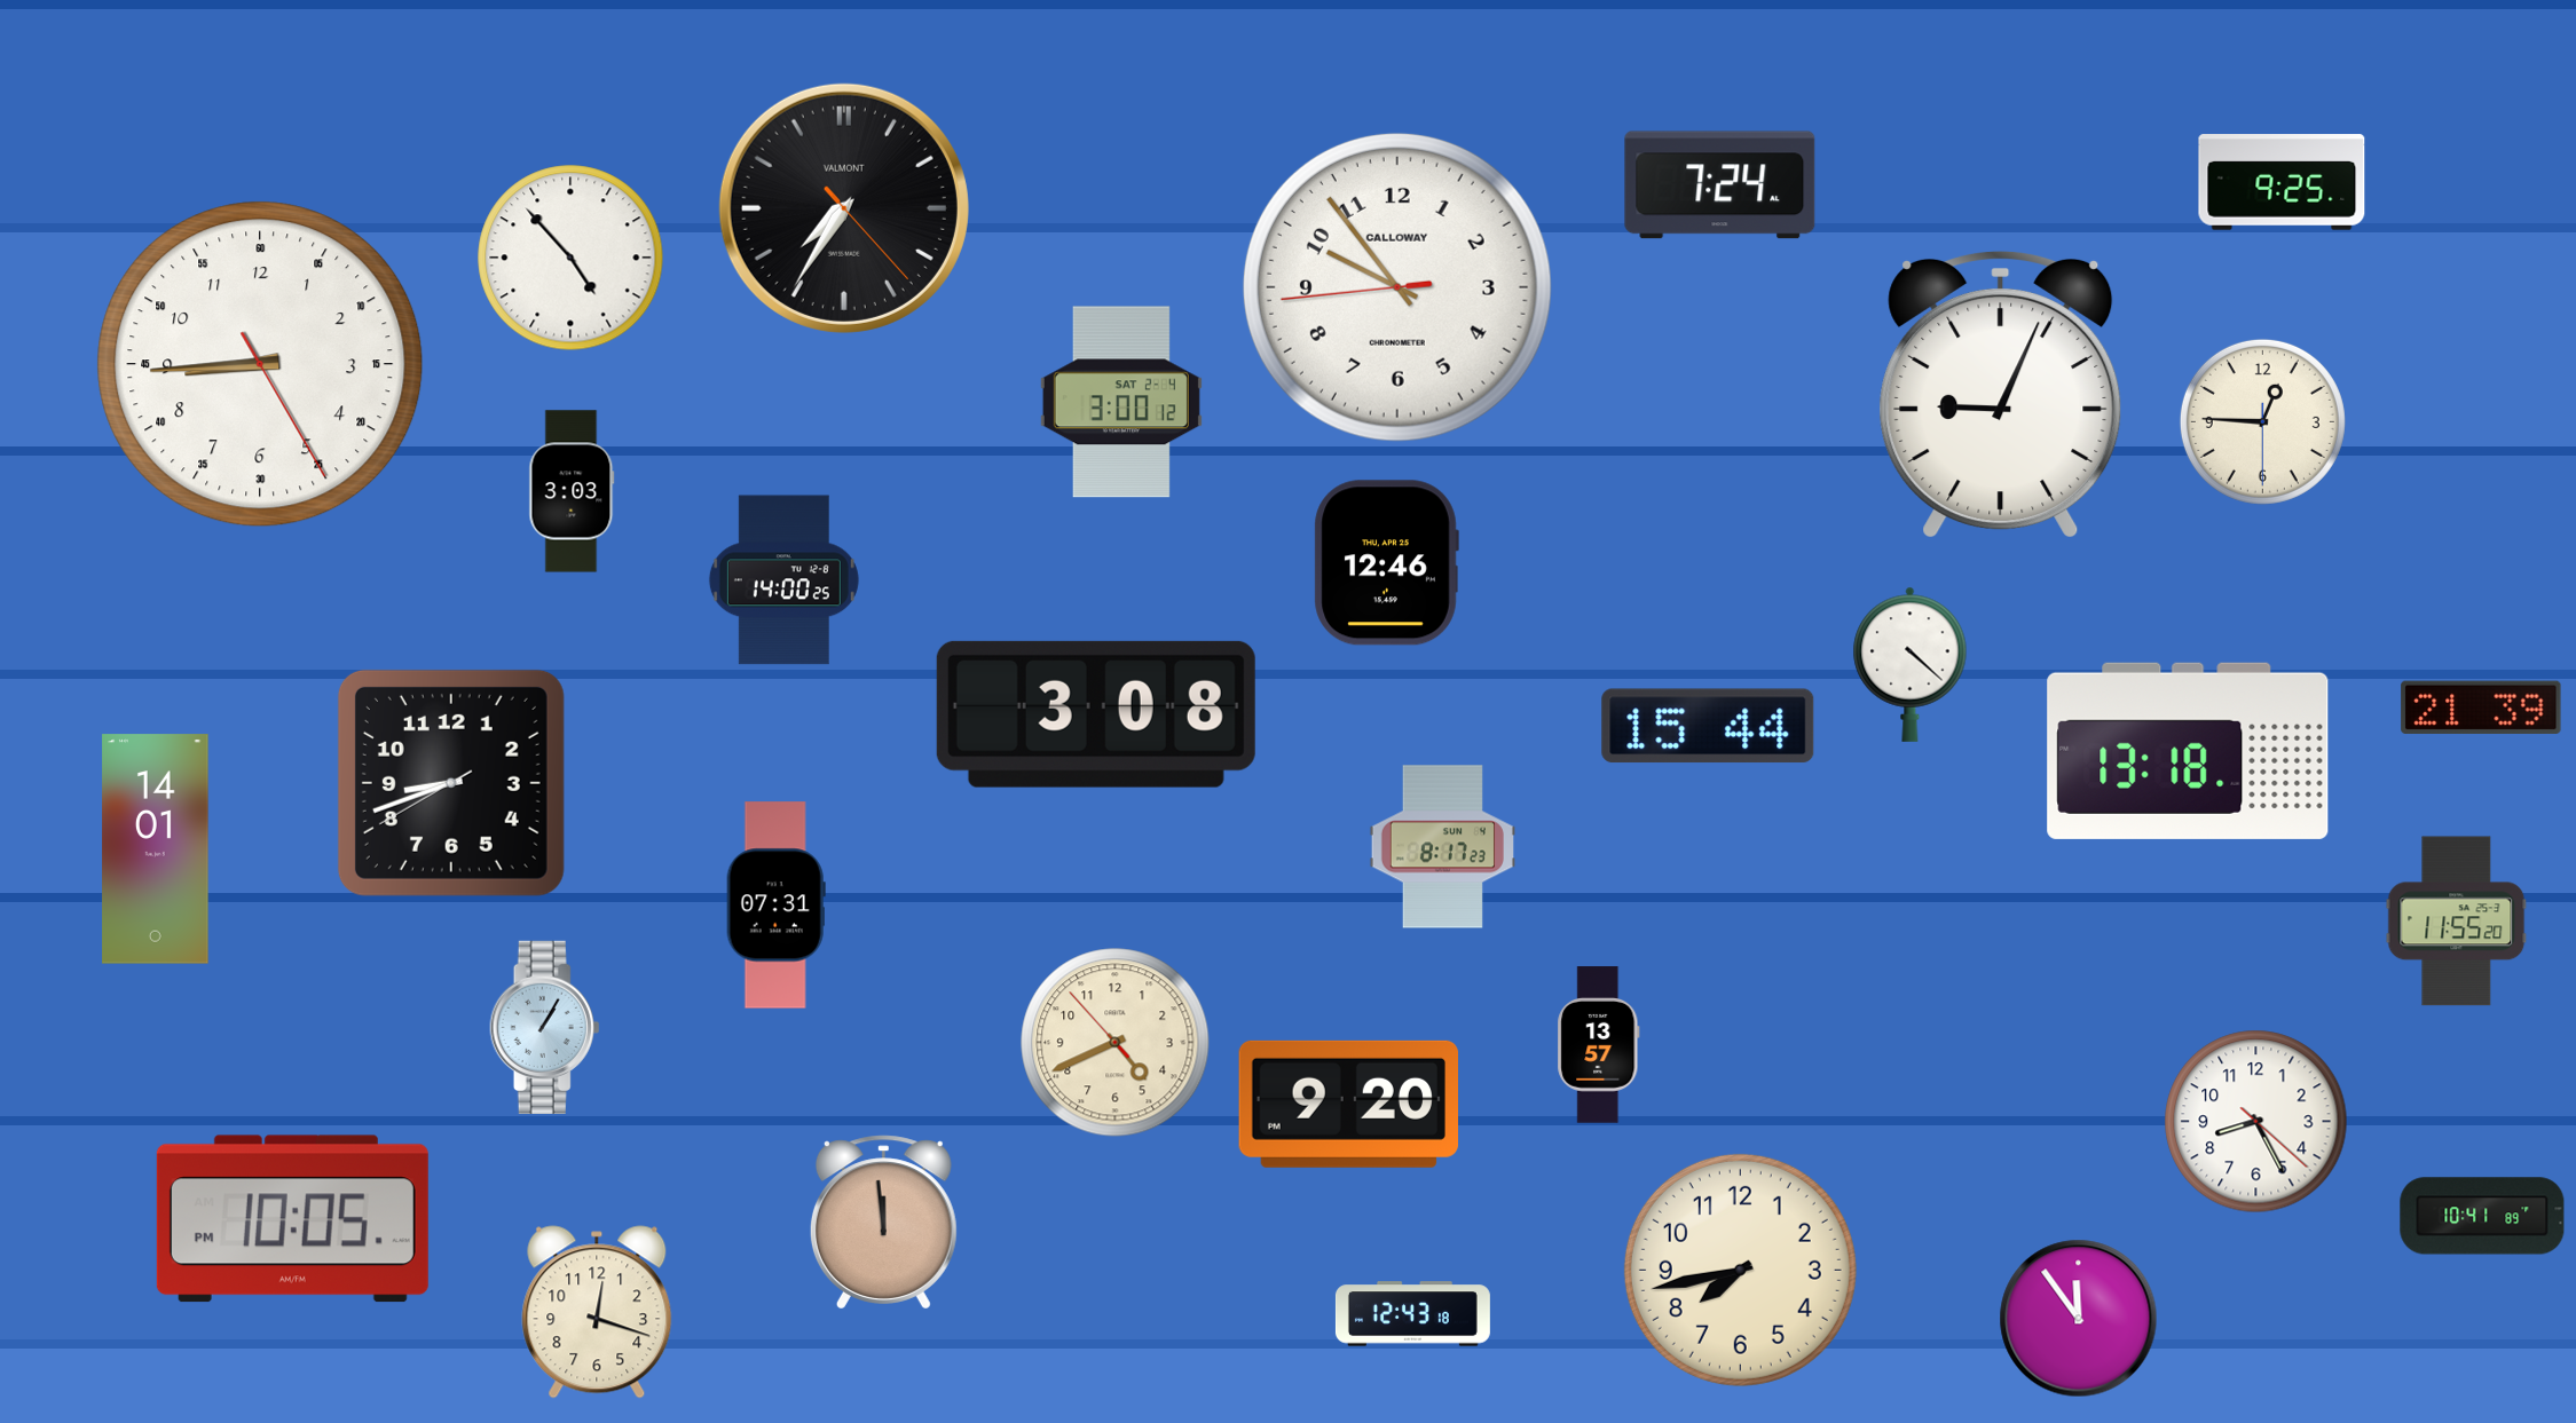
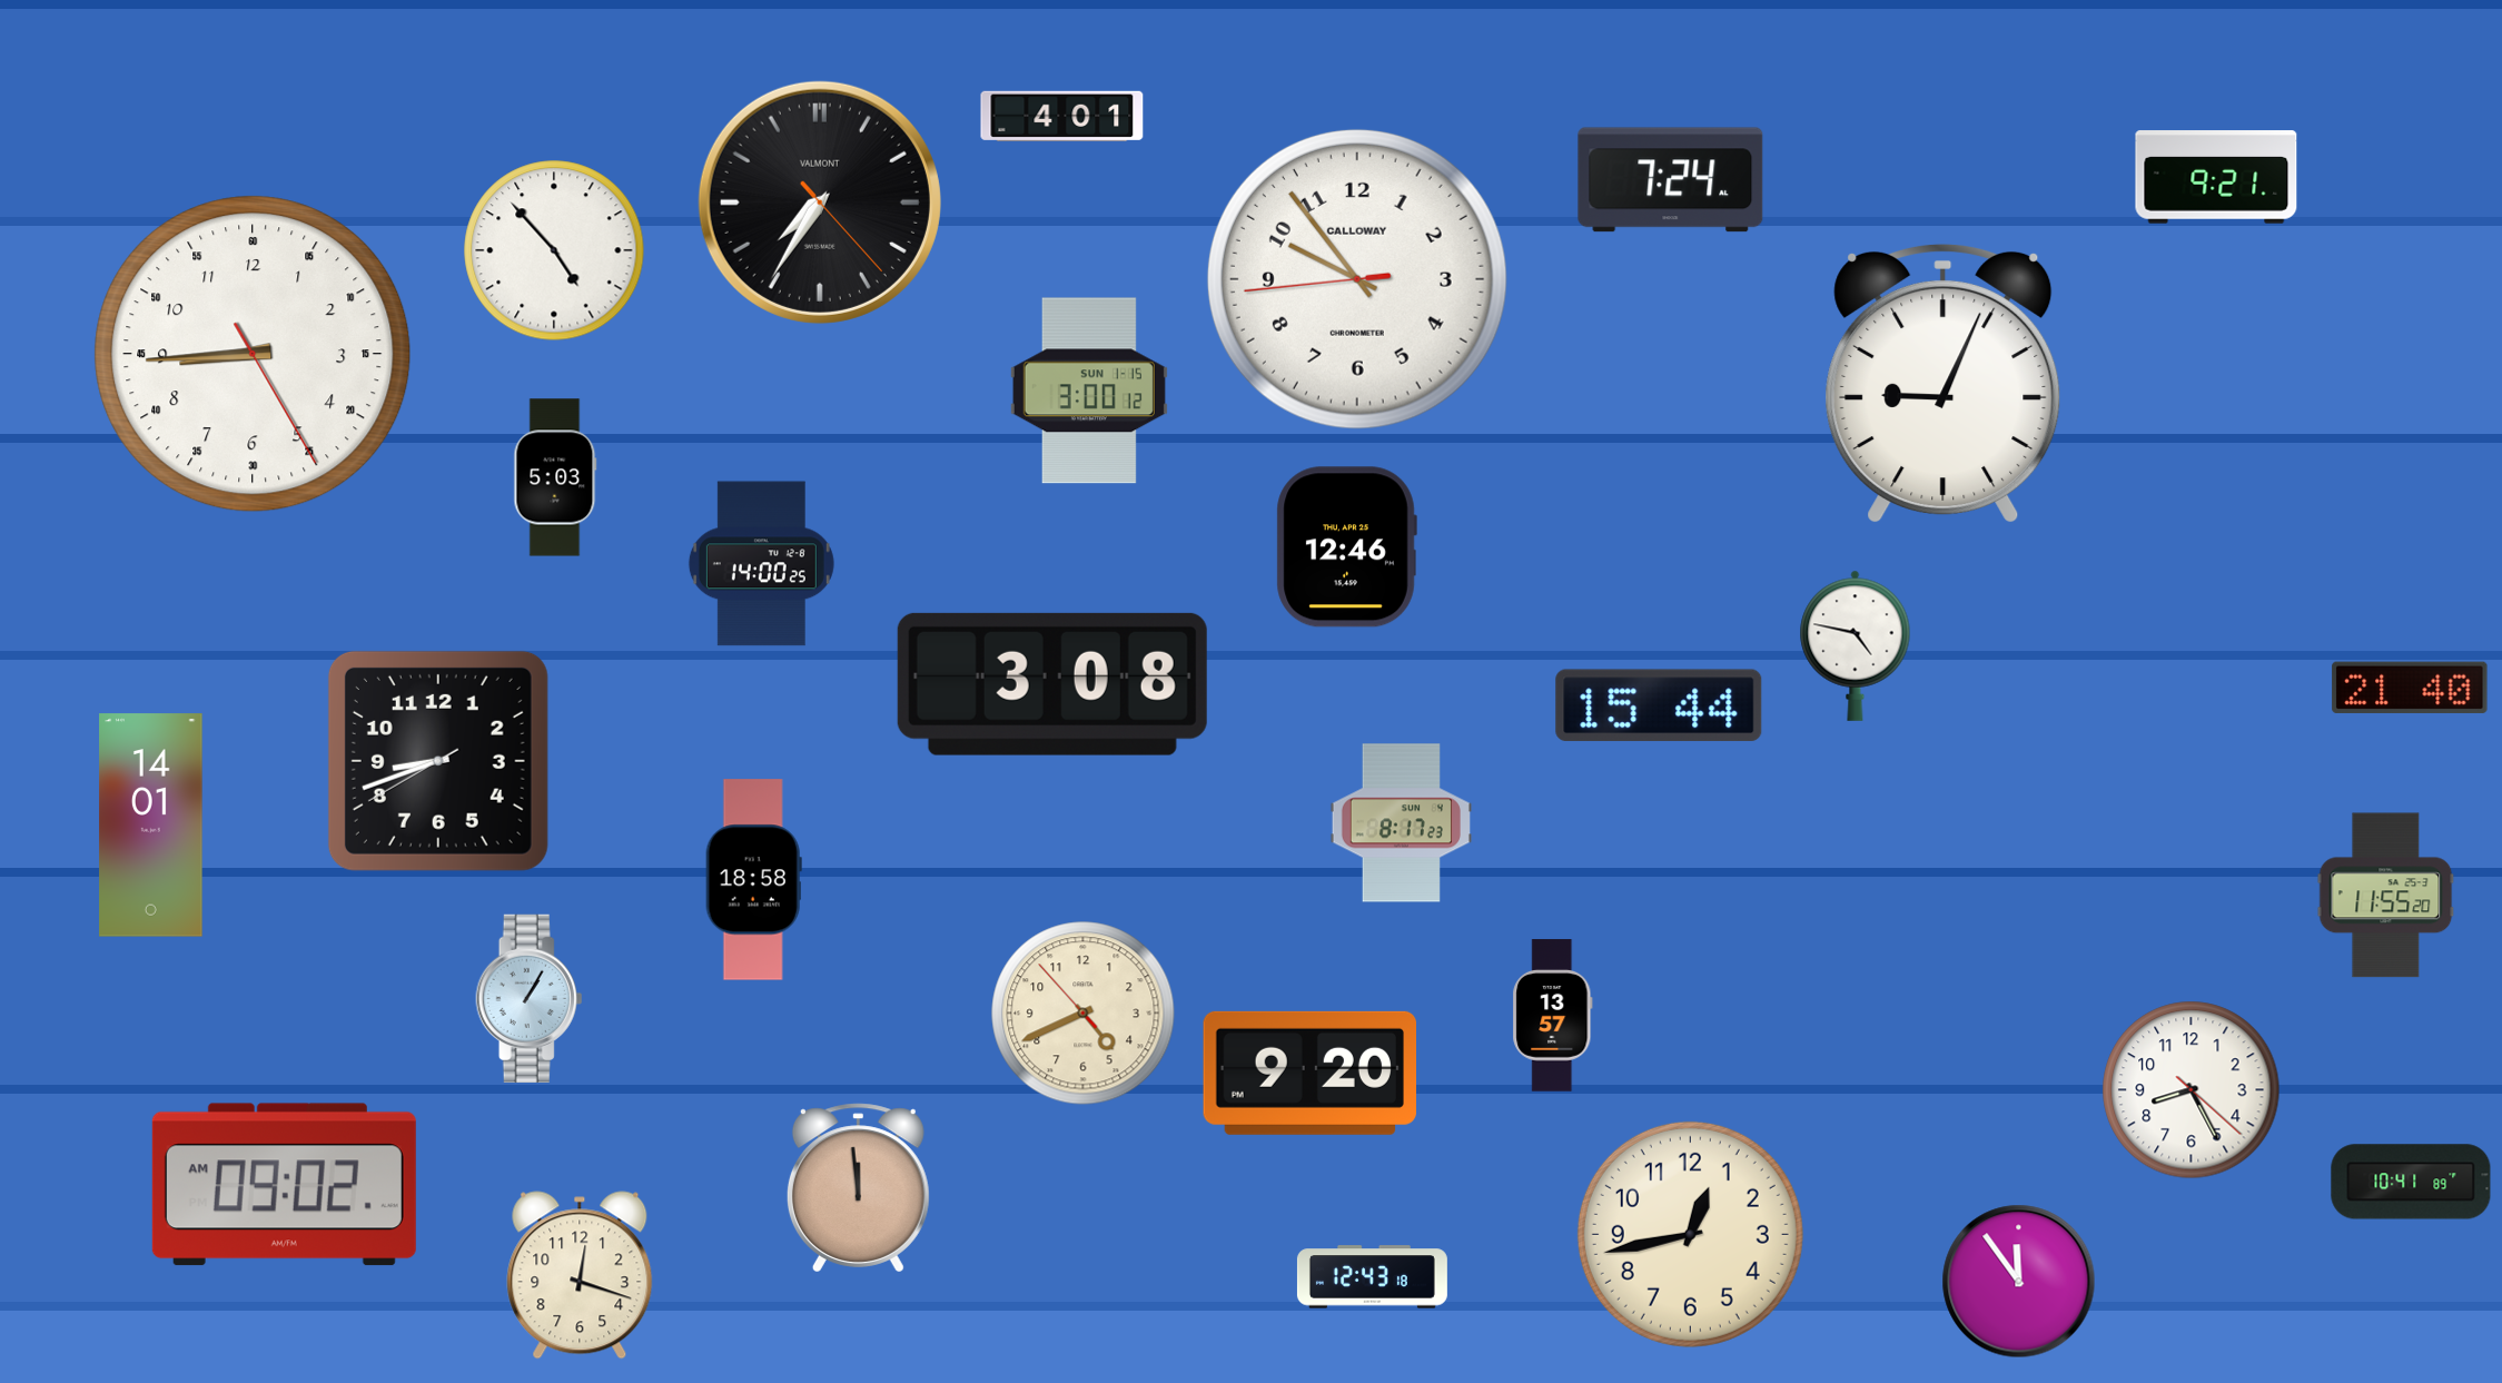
clock at (1062, 116): none -> 4:01
clock at (2282, 182): 9:25 -> 9:21
clock at (1121, 402) date: SAT 2-4 -> SUN 1-15
clock at (2262, 421): 12:45 -> none
clock at (572, 491): 3:03 -> 5:03
clock at (1911, 664): 4:22 -> 4:47
clock at (2481, 707): 21:39 -> 21:40
clock at (1096, 714) position: (1096, 714) -> (1052, 684)
clock at (2188, 751): 13:18 -> none
clock at (775, 906): 07:31 -> 18:58
clock at (292, 1219): 10:05 -> 09:02
clock at (1740, 1270): 7:43 -> 12:43
